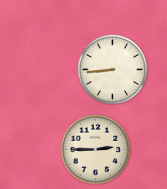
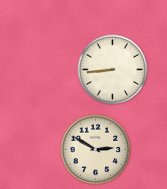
clock at (96, 150): 2:45 -> 2:50
